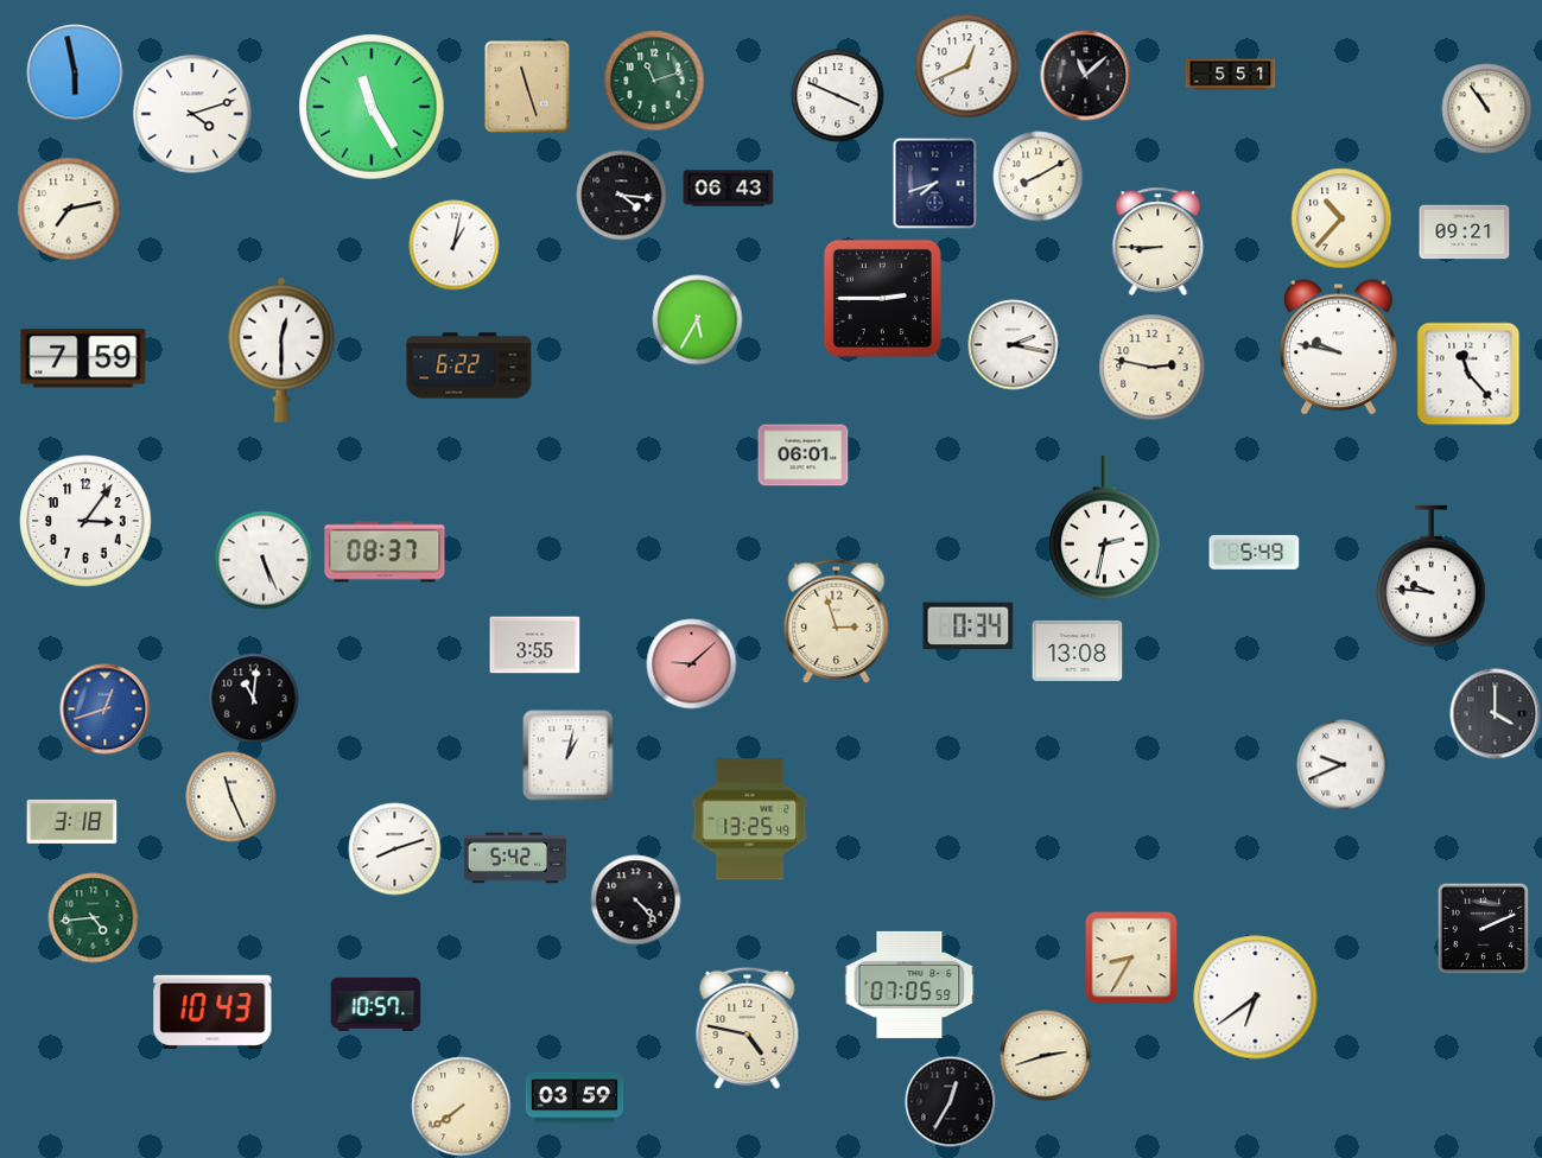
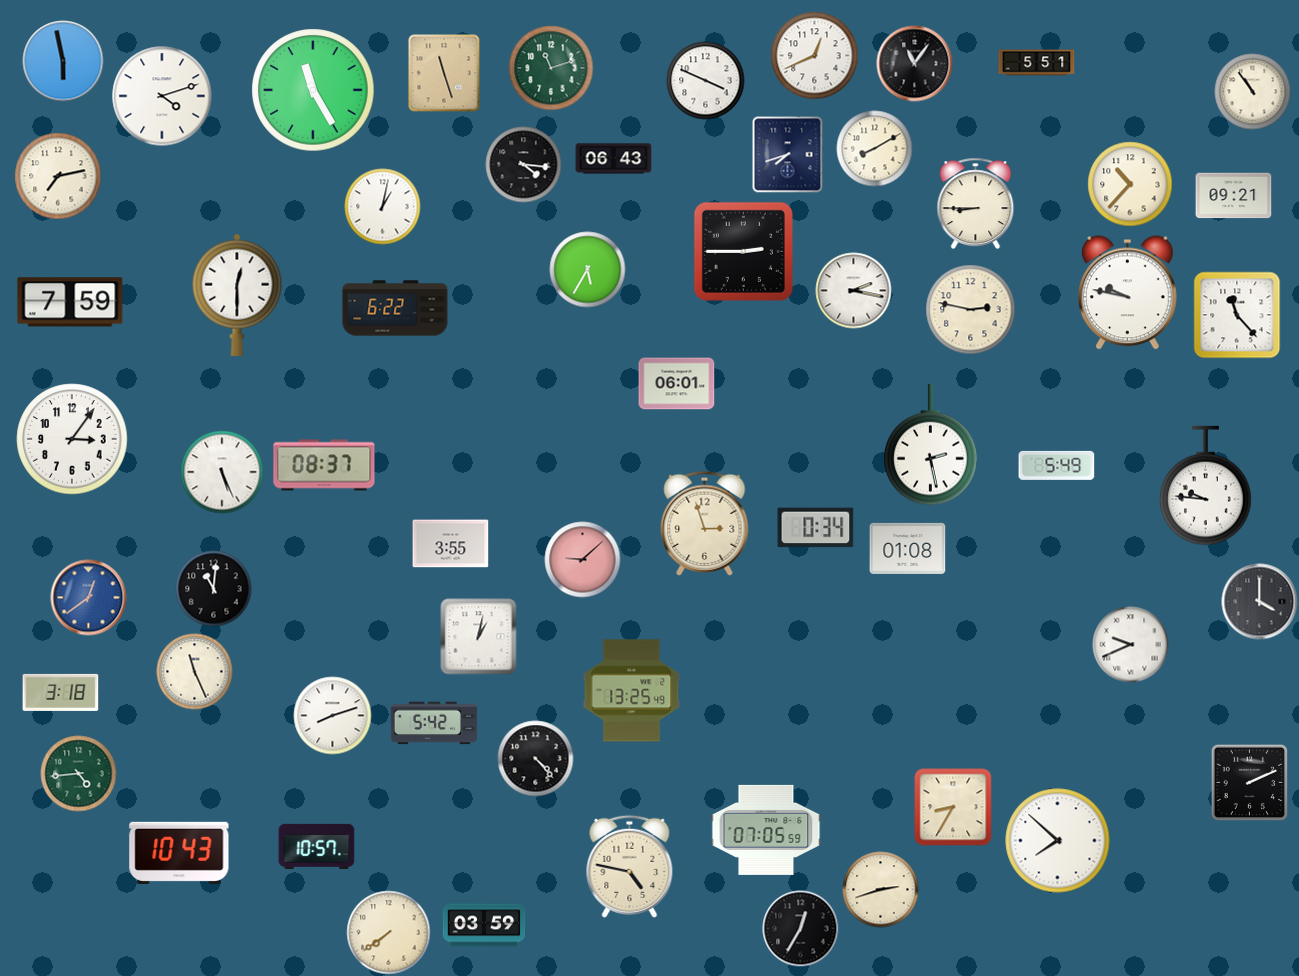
clock at (1086, 76): 11:08 -> 11:06
clock at (1105, 528): 2:32 -> 2:28
clock at (1078, 650): 13:08 -> 01:08
clock at (106, 710): 12:42 -> 12:39
clock at (1256, 998): 6:39 -> 7:52
